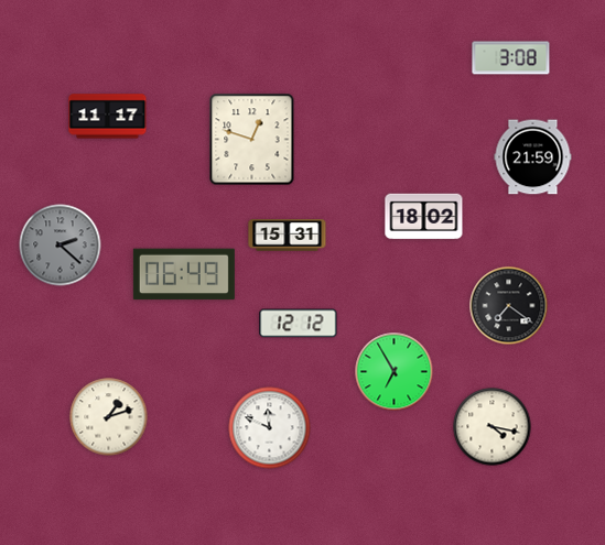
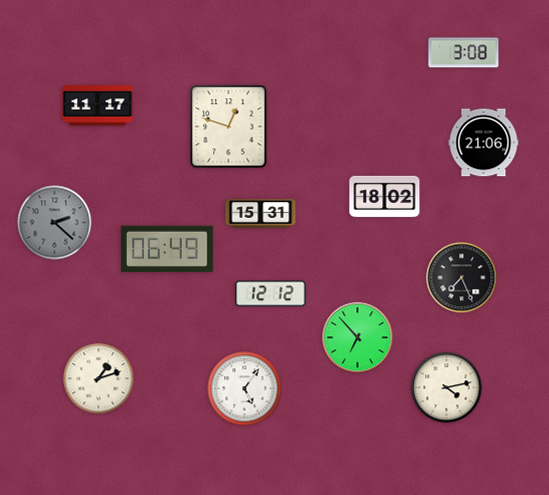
clock at (533, 157): 21:59 -> 21:06
clock at (509, 306): 7:21 -> 7:26
clock at (395, 372): 6:55 -> 6:53
clock at (493, 427): 4:17 -> 4:13
clock at (270, 428): 11:49 -> 5:06
